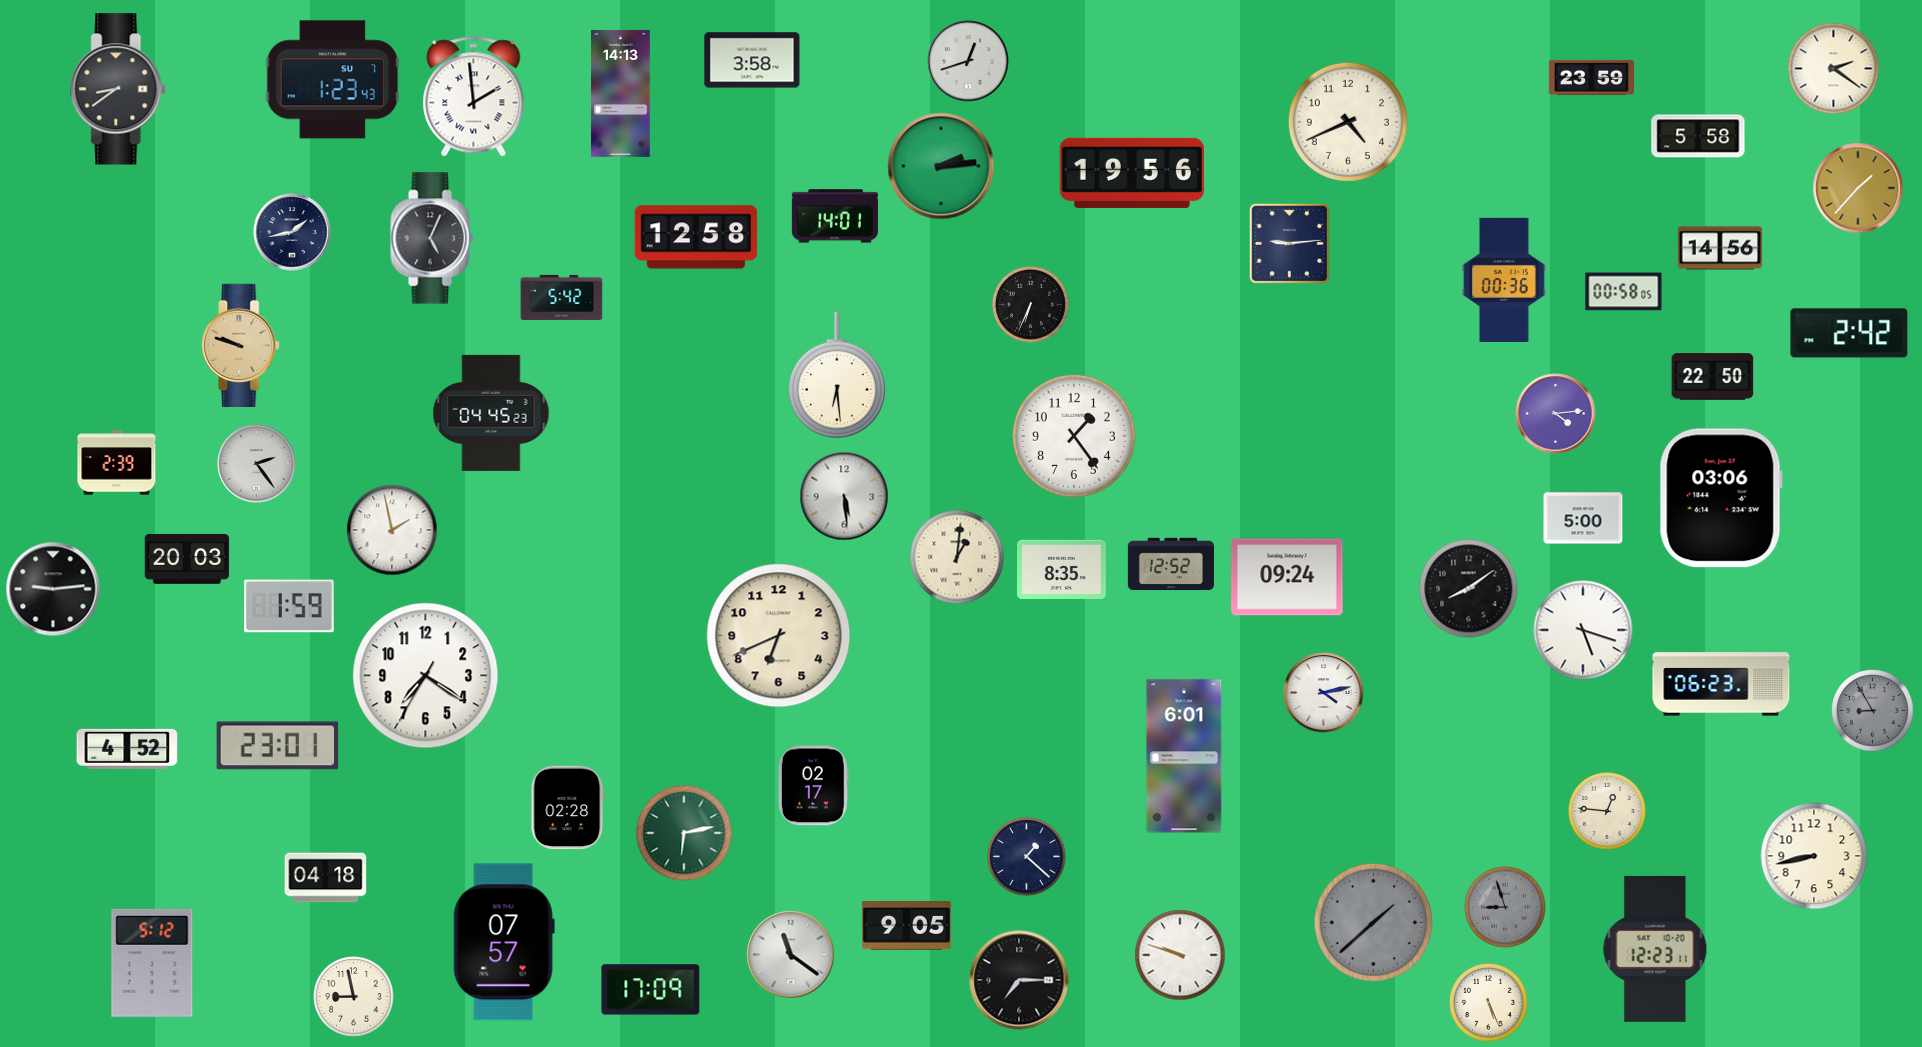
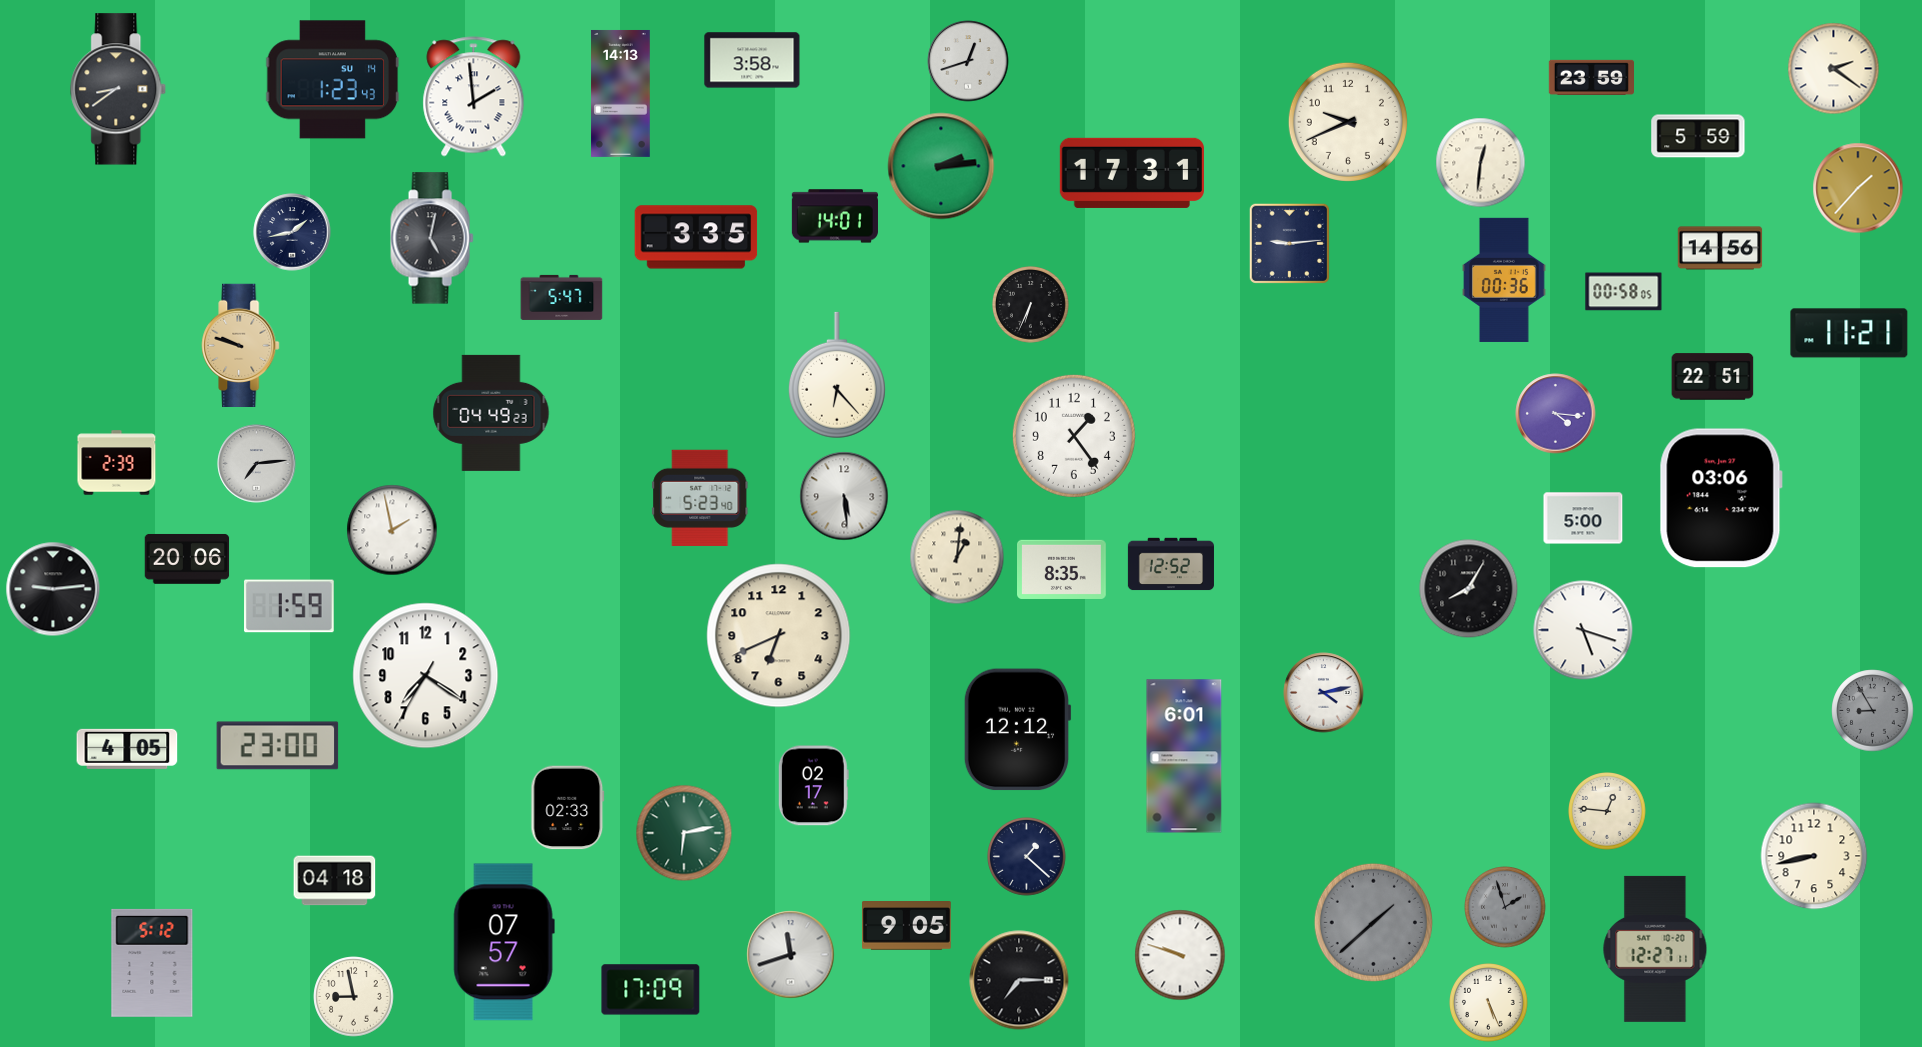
clock at (333, 80) date: SU 7 -> SU 14
clock at (1348, 122): 4:41 -> 9:41
clock at (1698, 136): 5:58 -> 5:59
clock at (1481, 163): none -> 12:31
clock at (1132, 173): 19:56 -> 17:31
clock at (696, 237): 12:58 -> 3:35
clock at (432, 238): 5:04 -> 5:02
clock at (562, 297): 5:42 -> 5:47
clock at (1849, 333): 2:42 -> 11:21
clock at (837, 375): 6:29 -> 6:23
clock at (1713, 377): 22:50 -> 22:51
clock at (491, 413): 04:45 -> 04:49
clock at (1556, 414): 4:14 -> 4:16
clock at (257, 464): 2:24 -> 7:14
clock at (700, 498): none -> 5:23
clock at (187, 559): 20:03 -> 20:06
clock at (1287, 577): 09:24 -> none
clock at (1469, 589): 8:09 -> 8:05
clock at (1721, 684): 06:23 -> none
clock at (1017, 730): none -> 12:12
clock at (278, 746): 23:01 -> 23:00
clock at (127, 749): 4:52 -> 4:05
clock at (568, 808): 02:28 -> 02:33
clock at (326, 878) position: (326, 878) -> (335, 881)
clock at (1505, 907): 8:57 -> 1:57
clock at (1655, 949): 12:23 -> 12:27
clock at (791, 955): 11:21 -> 11:42
